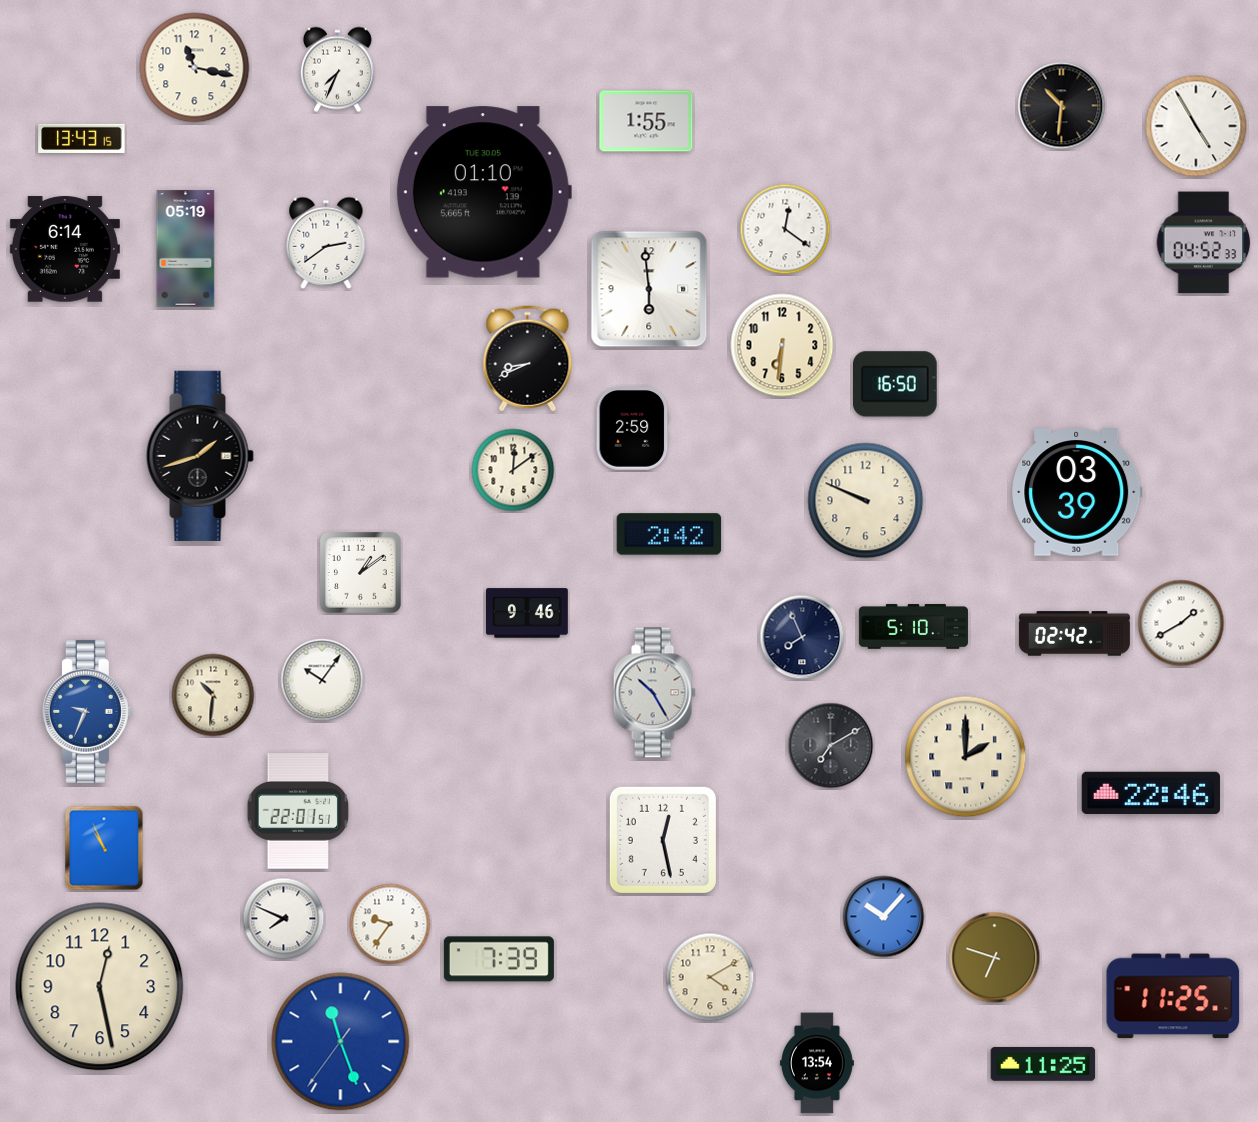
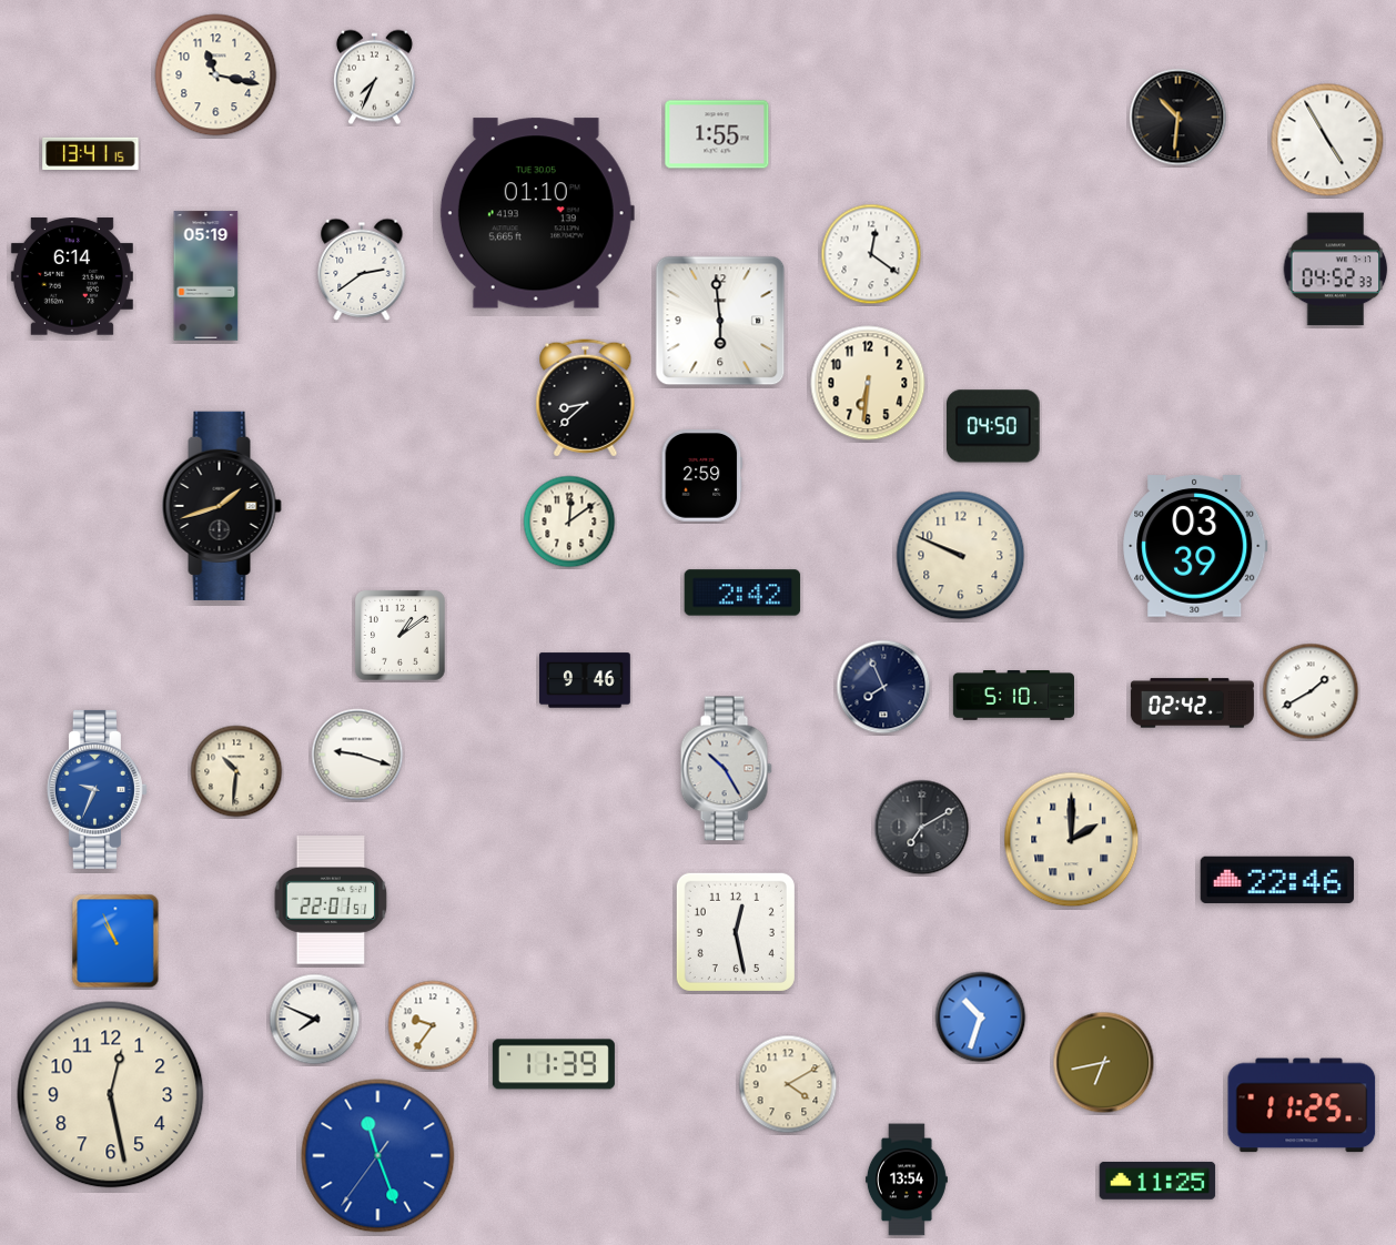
clock at (82, 138): 13:43 -> 13:41
clock at (528, 359): 8:41 -> 8:38
clock at (896, 384): 16:50 -> 04:50
clock at (802, 637) position: (802, 637) -> (883, 687)
clock at (322, 680): 10:06 -> 9:18
clock at (884, 917): 10:07 -> 10:33
clock at (995, 958): 6:48 -> 6:43
clock at (499, 959): 7:39 -> 11:39
